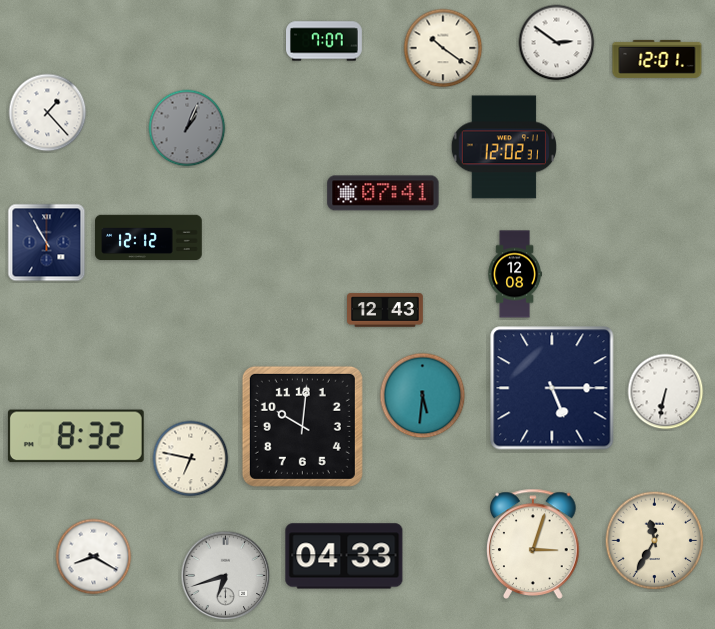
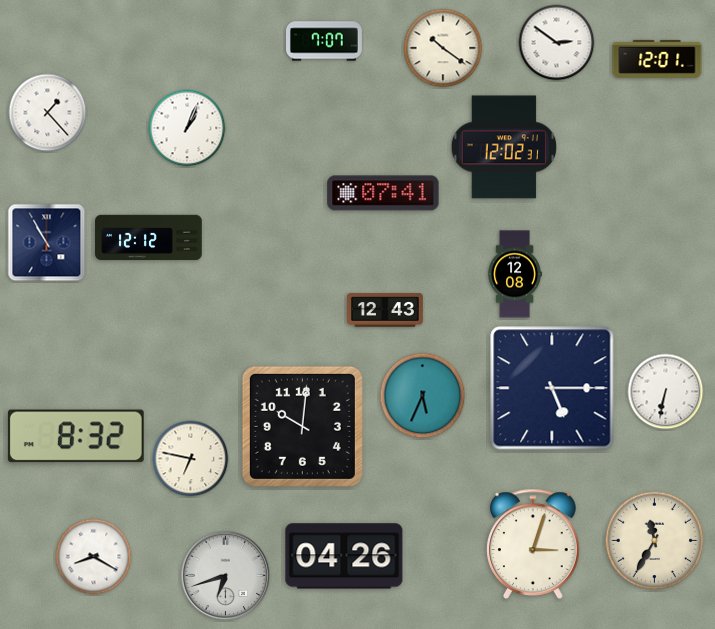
clock at (187, 128) dial: grey -> white
clock at (423, 396): 5:31 -> 5:34
clock at (344, 556): 04:33 -> 04:26
